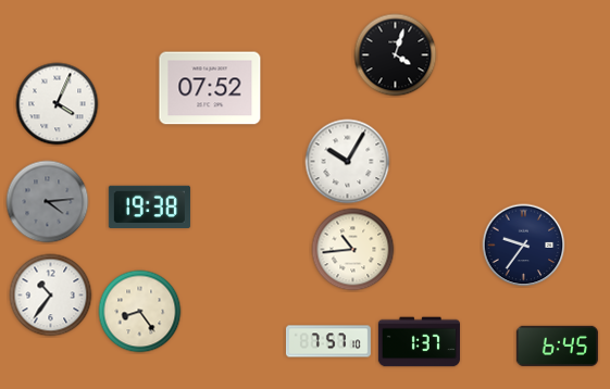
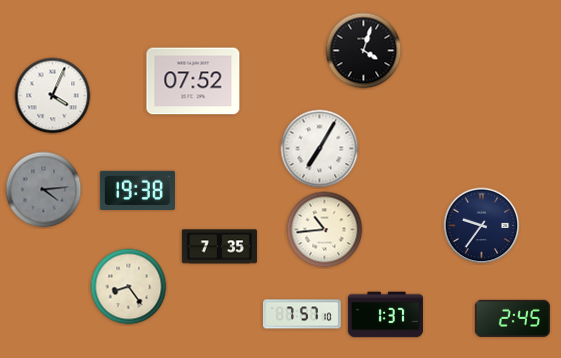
clock at (348, 162): 10:05 -> 7:05
clock at (48, 202) position: (48, 202) -> (44, 190)
clock at (219, 247): none -> 7:35
clock at (51, 296): 10:36 -> none
clock at (557, 346): 6:45 -> 2:45
